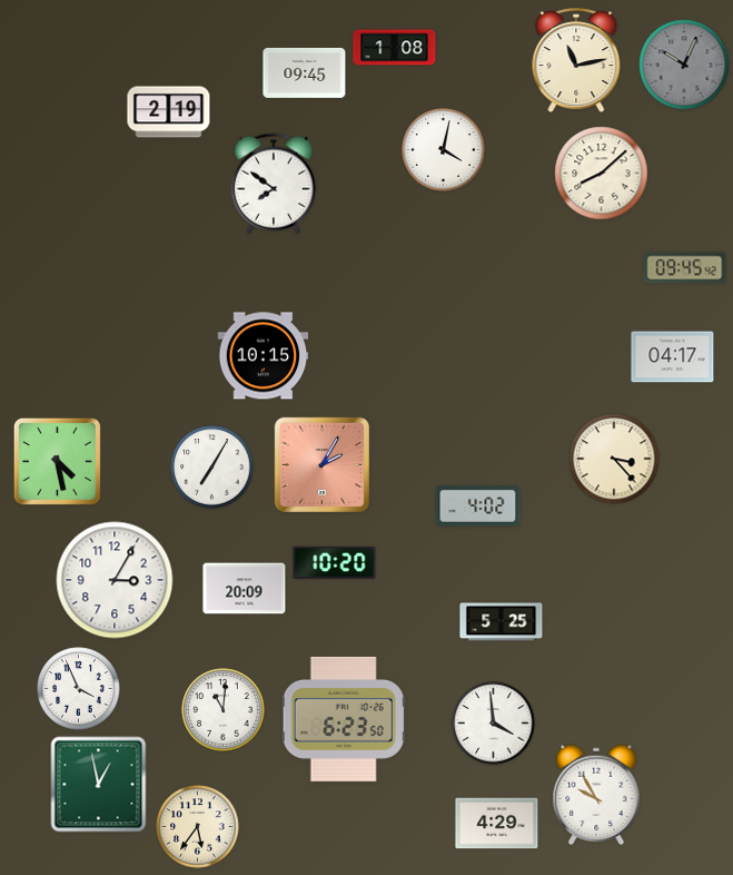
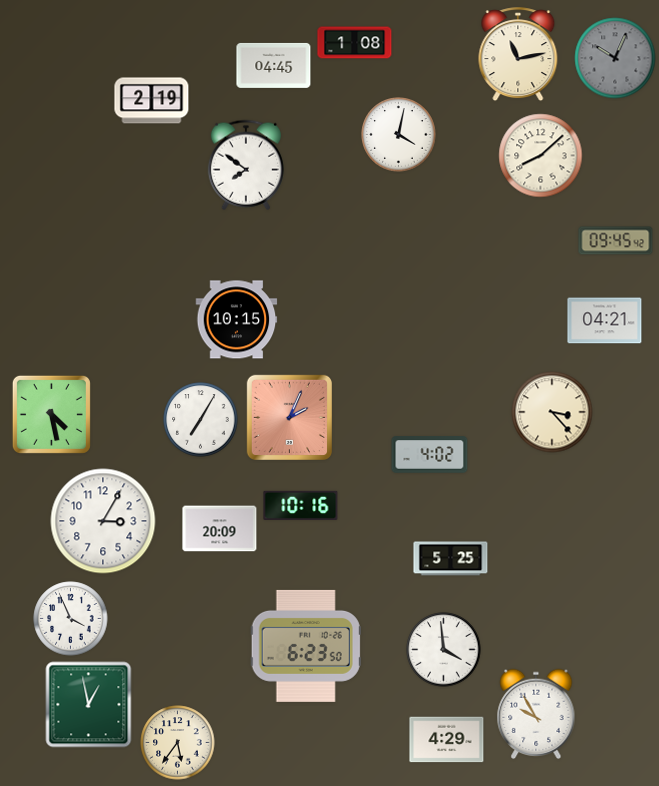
clock at (305, 72): 09:45 -> 04:45
clock at (673, 357): 04:17 -> 04:21
clock at (321, 464): 2:05 -> 2:04
clock at (212, 468) position: (212, 468) -> (201, 420)
clock at (335, 562): 10:20 -> 10:16
clock at (224, 710): 11:01 -> none
clock at (344, 719) position: (344, 719) -> (306, 646)
